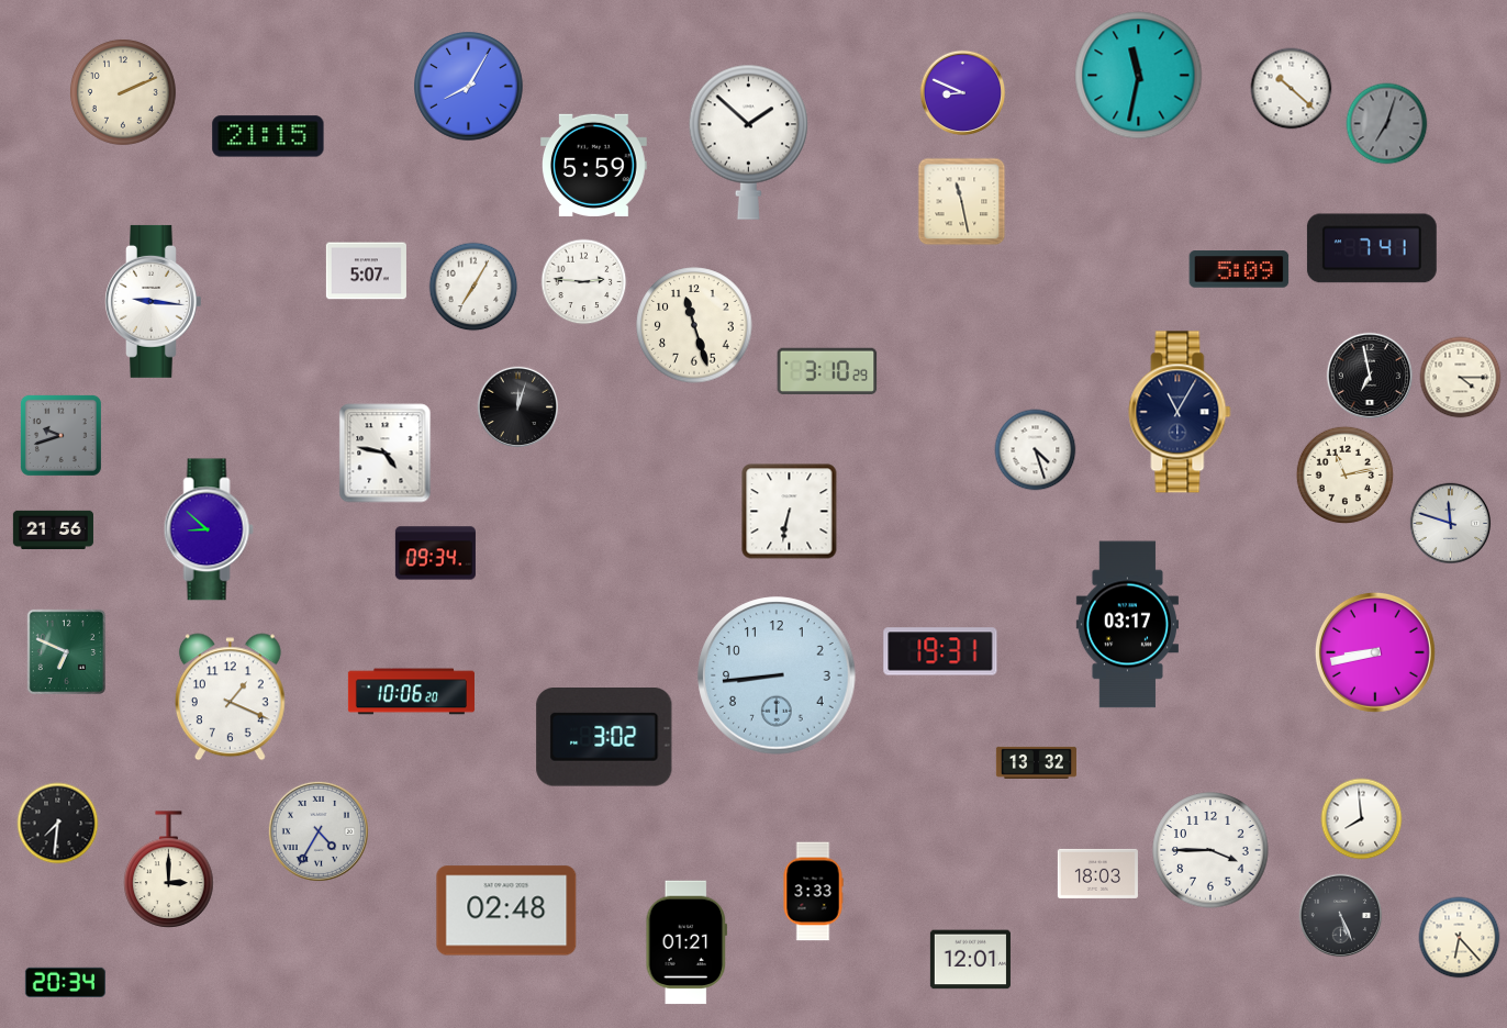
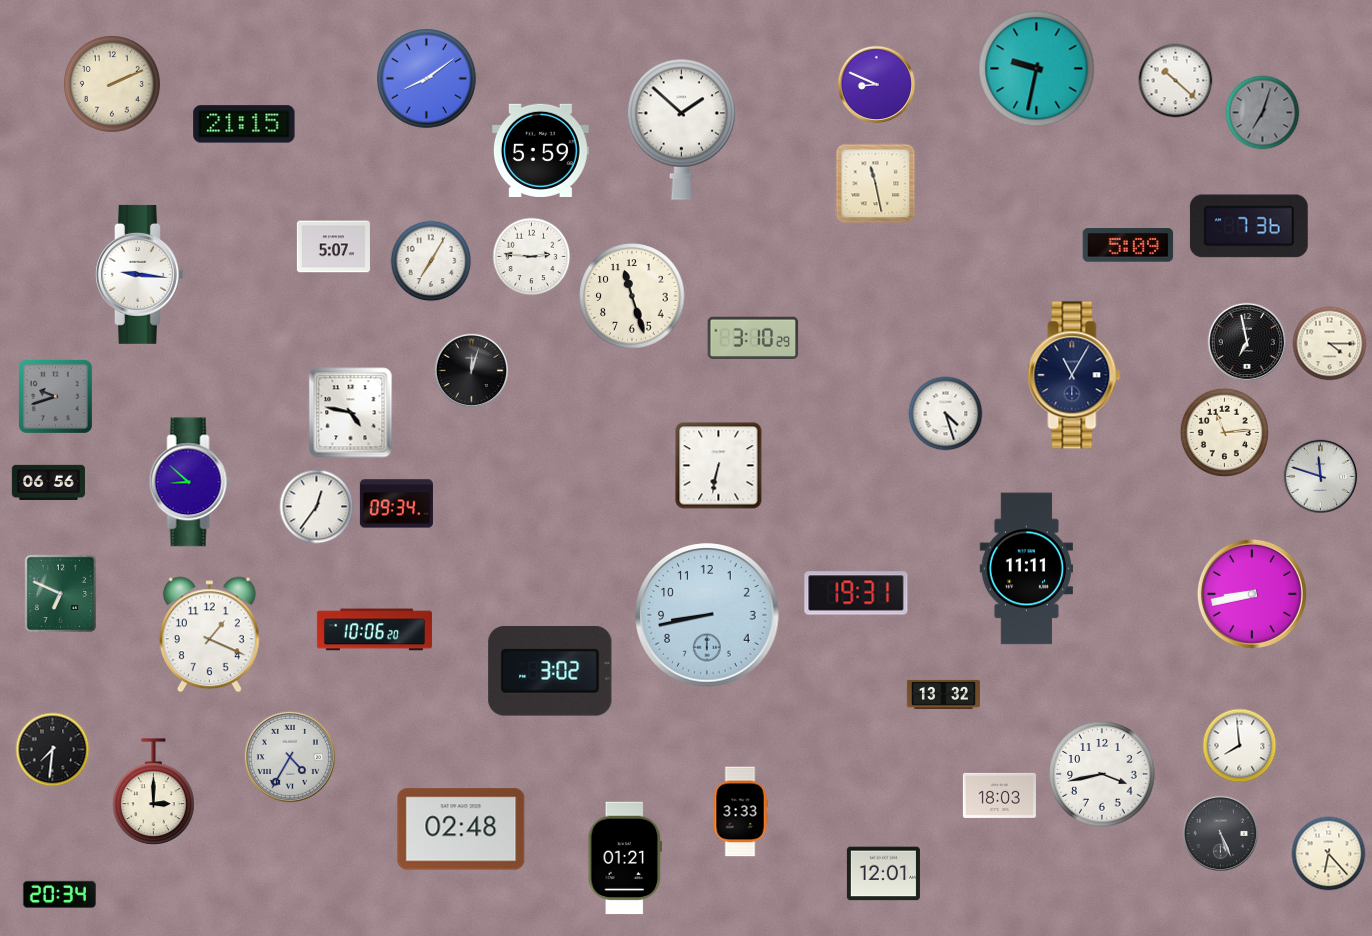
clock at (1139, 76): 11:32 -> 9:32
clock at (469, 87): 8:05 -> 8:09
clock at (1372, 248): 7:41 -> 7:36
clock at (1036, 450) position: (1036, 450) -> (946, 414)
clock at (1344, 474): 11:13 -> 11:14
clock at (53, 529): 21:56 -> 06:56
clock at (317, 507): none -> 12:36
clock at (1127, 625): 03:17 -> 11:11
clock at (777, 675): 8:44 -> 8:43
clock at (1210, 850): 3:45 -> 3:43
